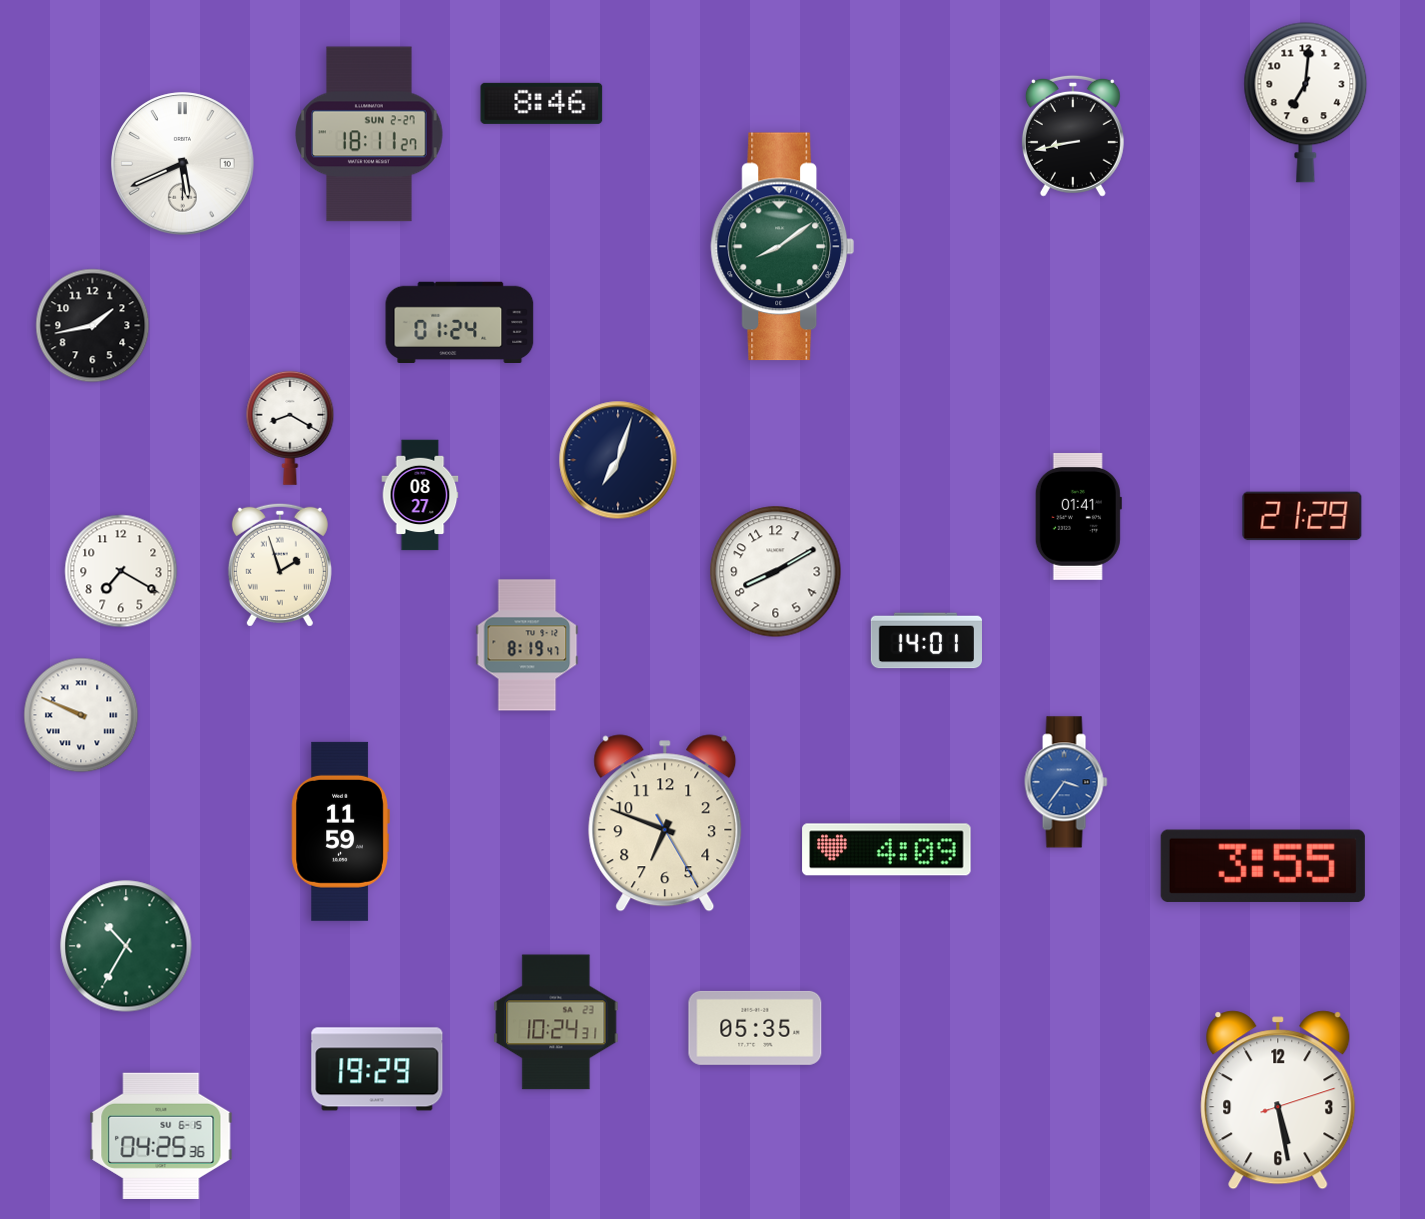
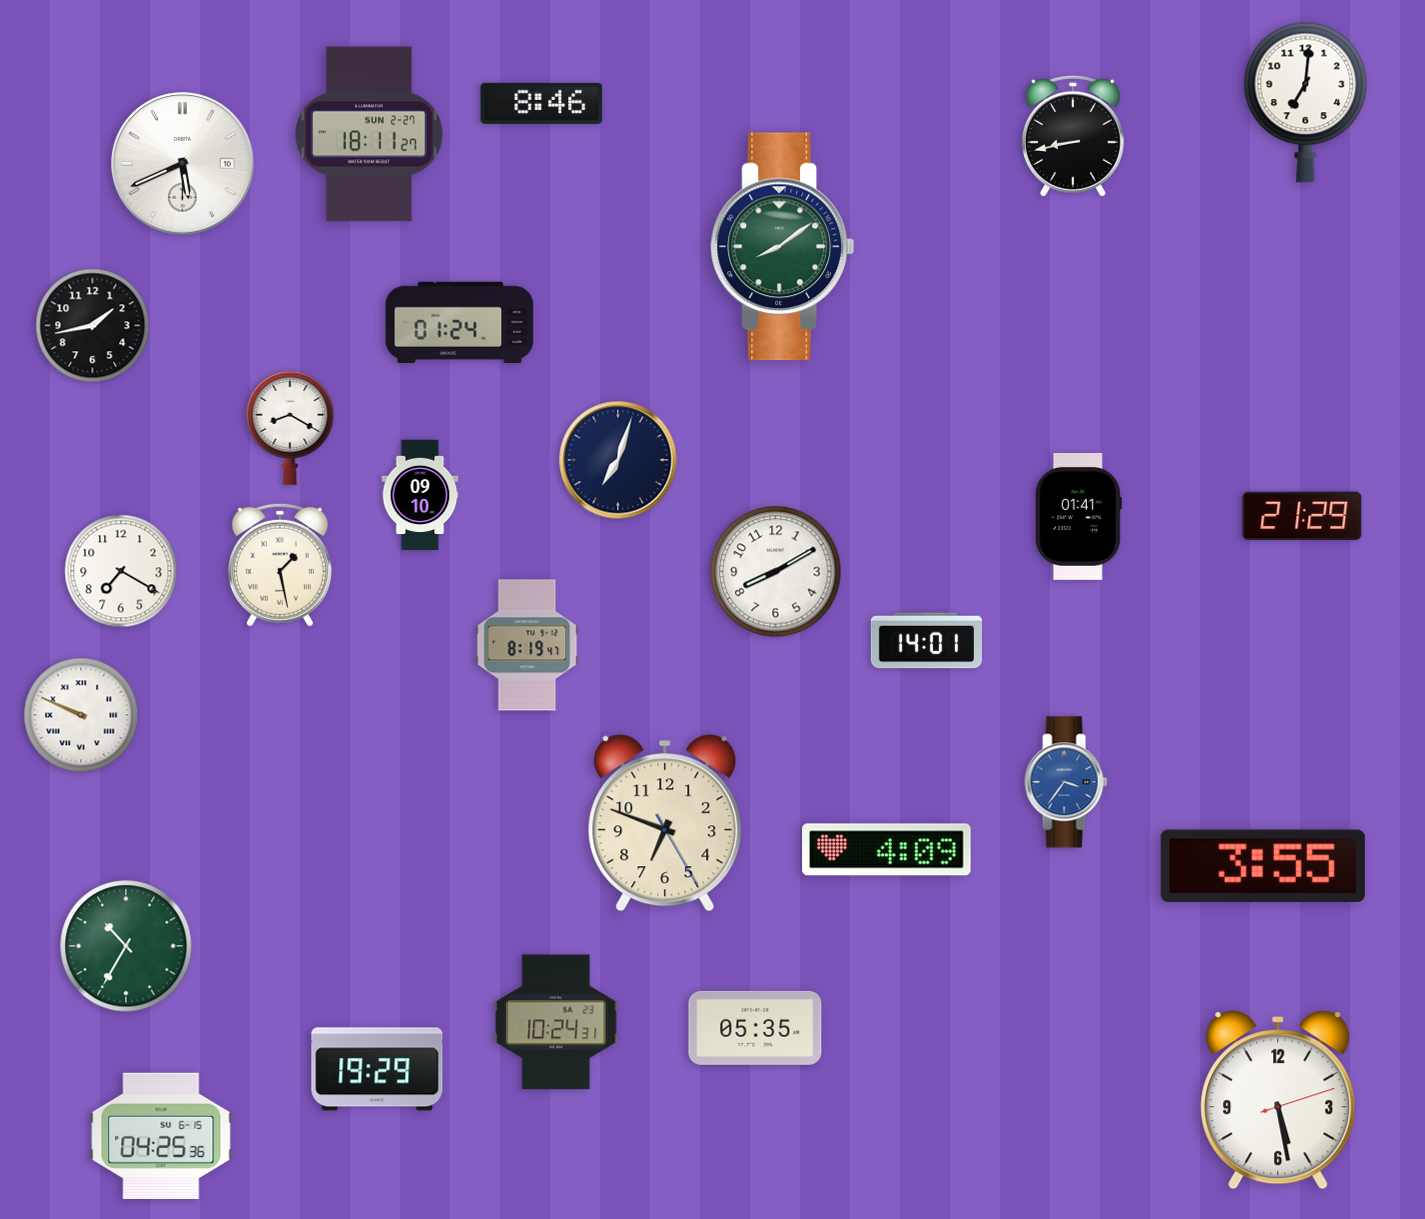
clock at (420, 495): 08:27 -> 09:10
clock at (280, 565): 1:57 -> 1:28
clock at (340, 831): 11:59 -> none
